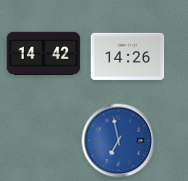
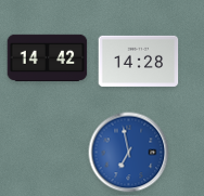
clock at (128, 56): 14:26 -> 14:28
